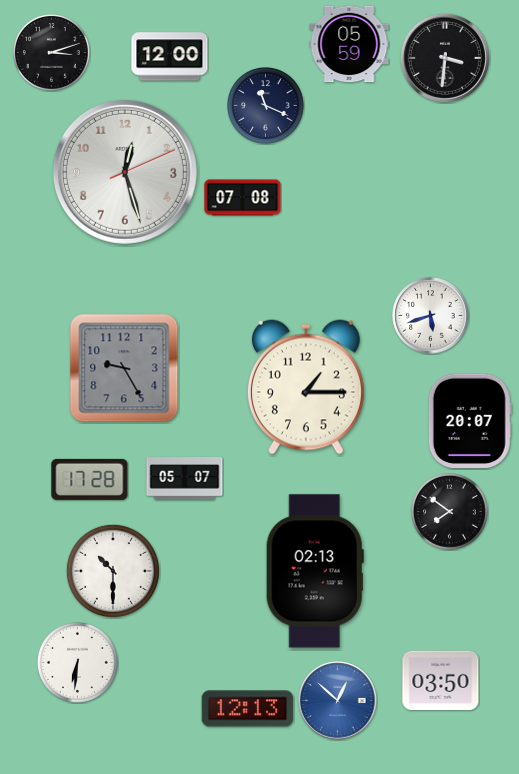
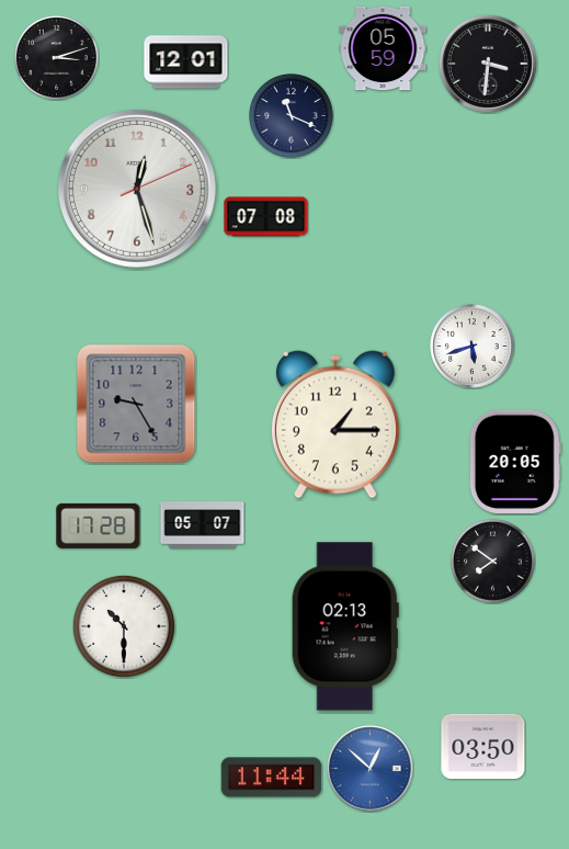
clock at (170, 57): 12:00 -> 12:01
clock at (470, 421): 20:07 -> 20:05
clock at (77, 662): 6:31 -> none
clock at (248, 709): 12:13 -> 11:44
